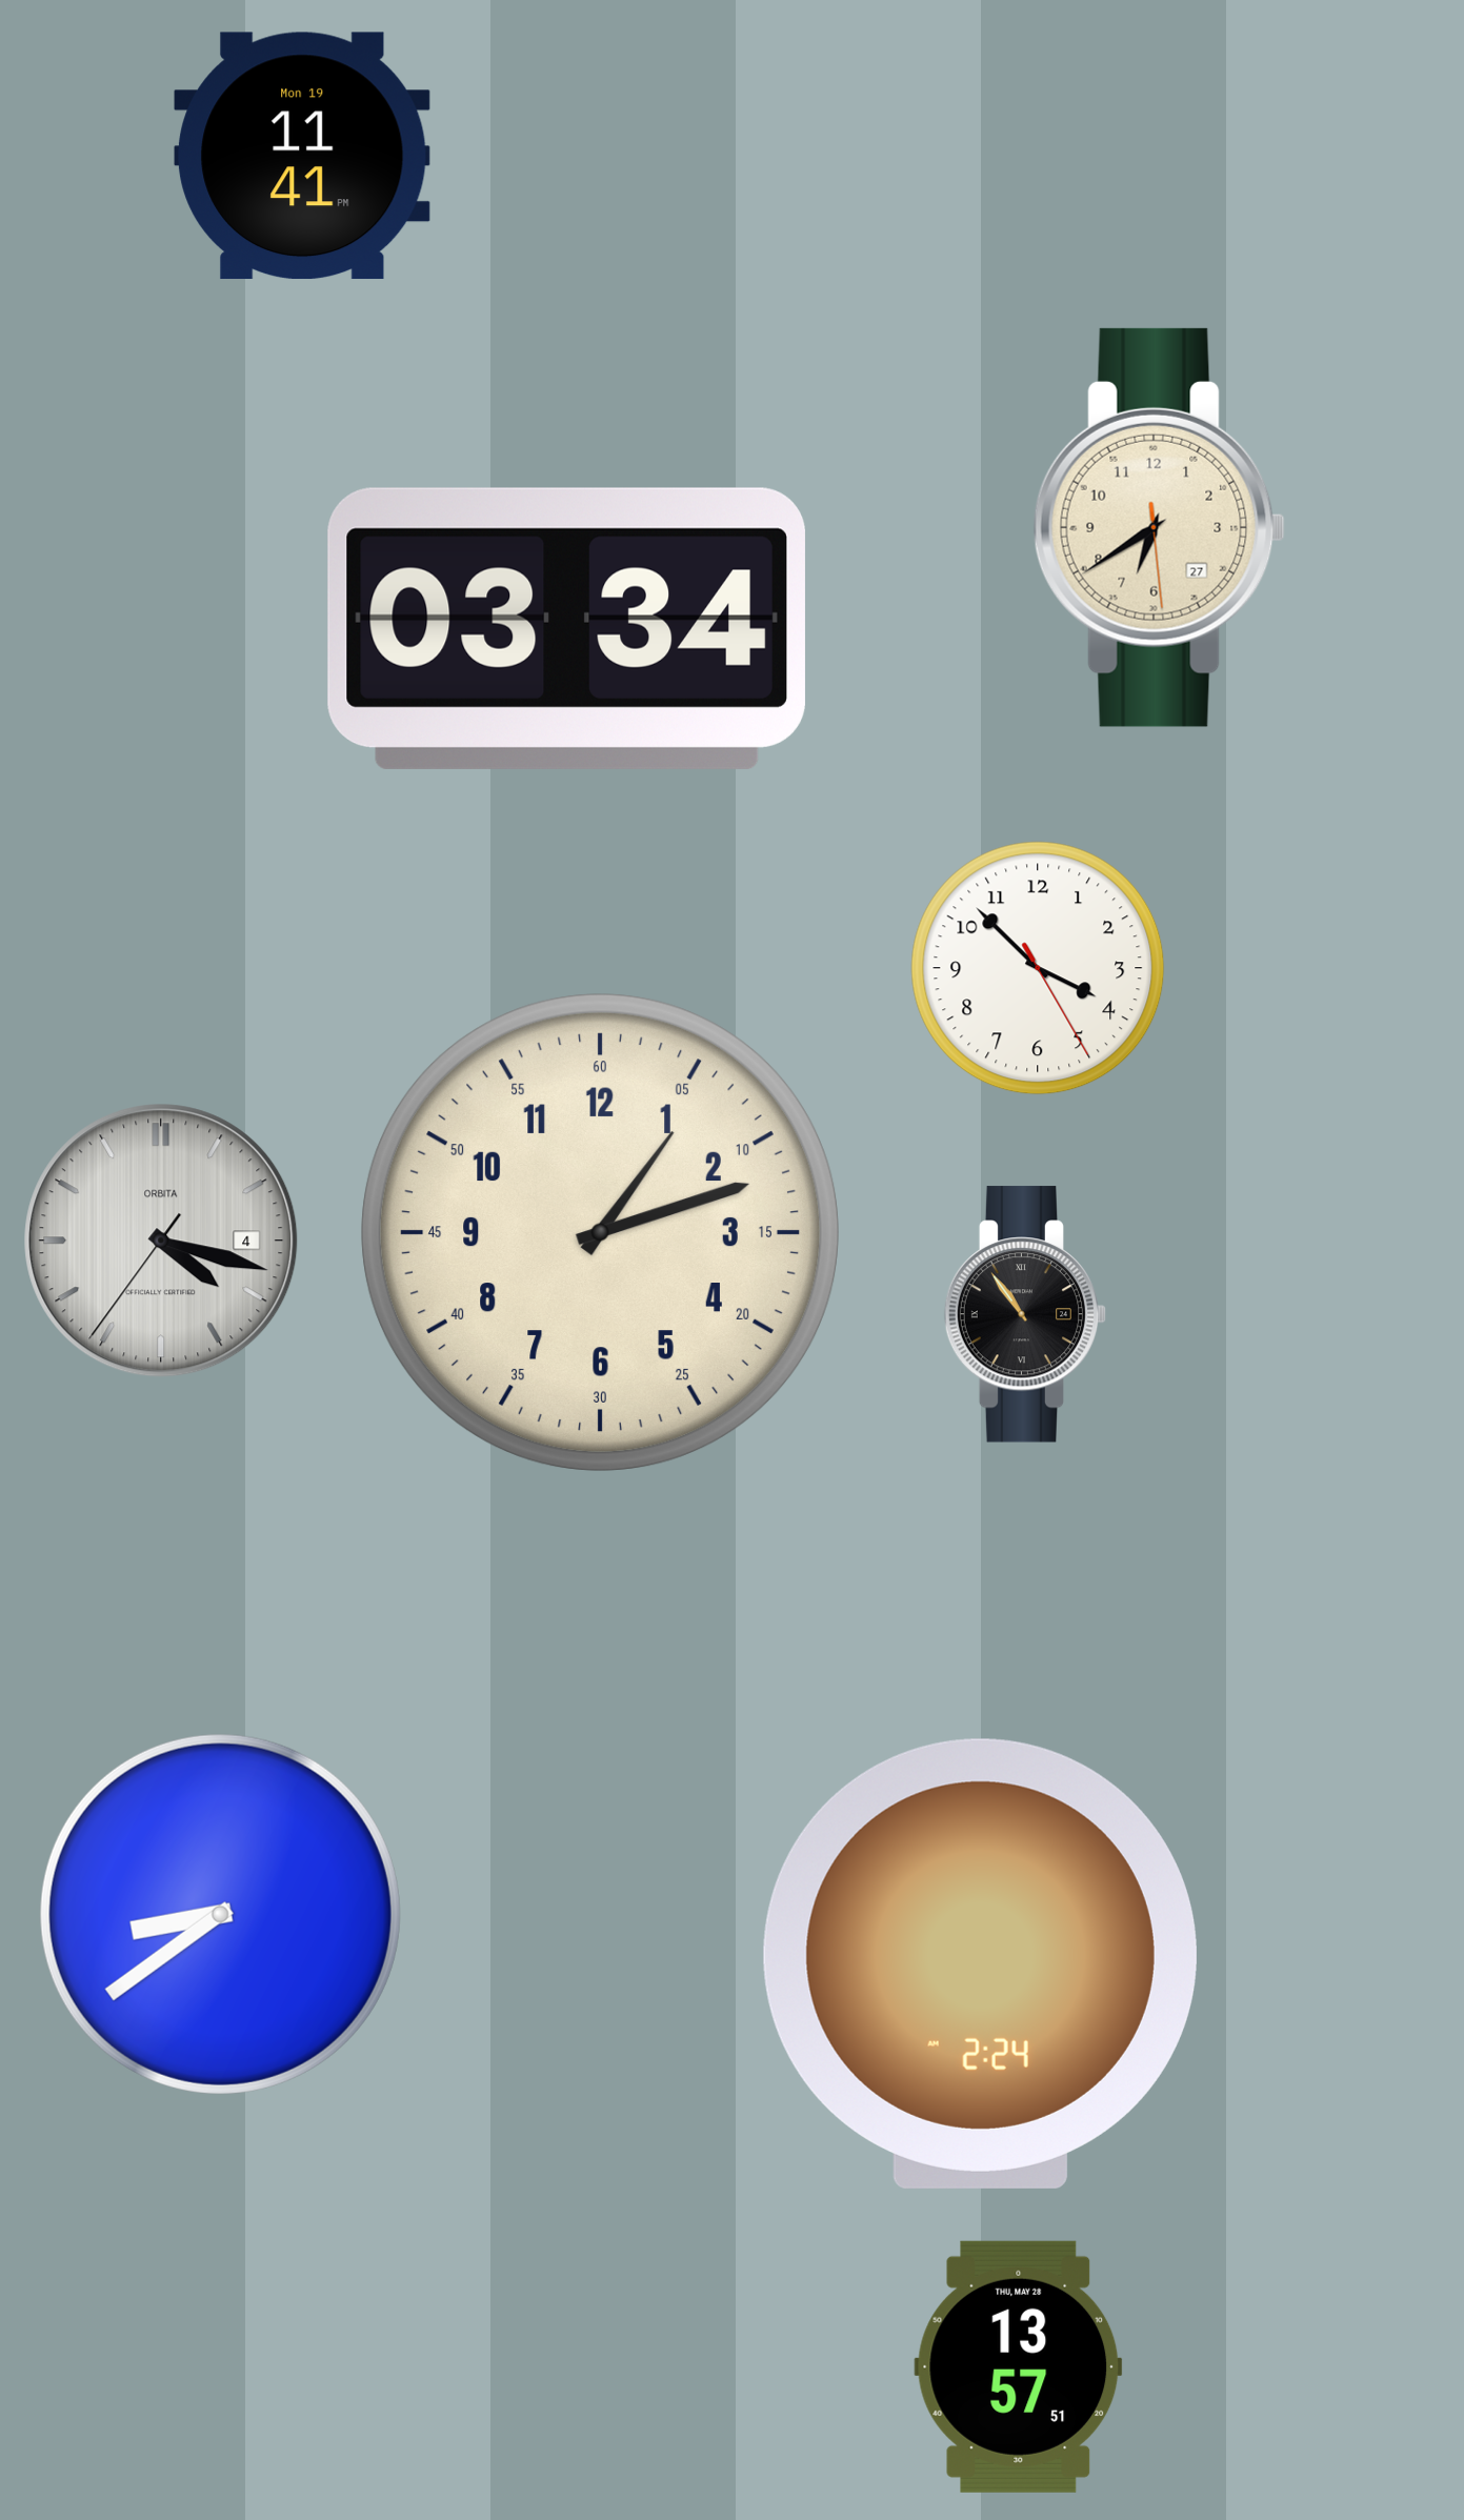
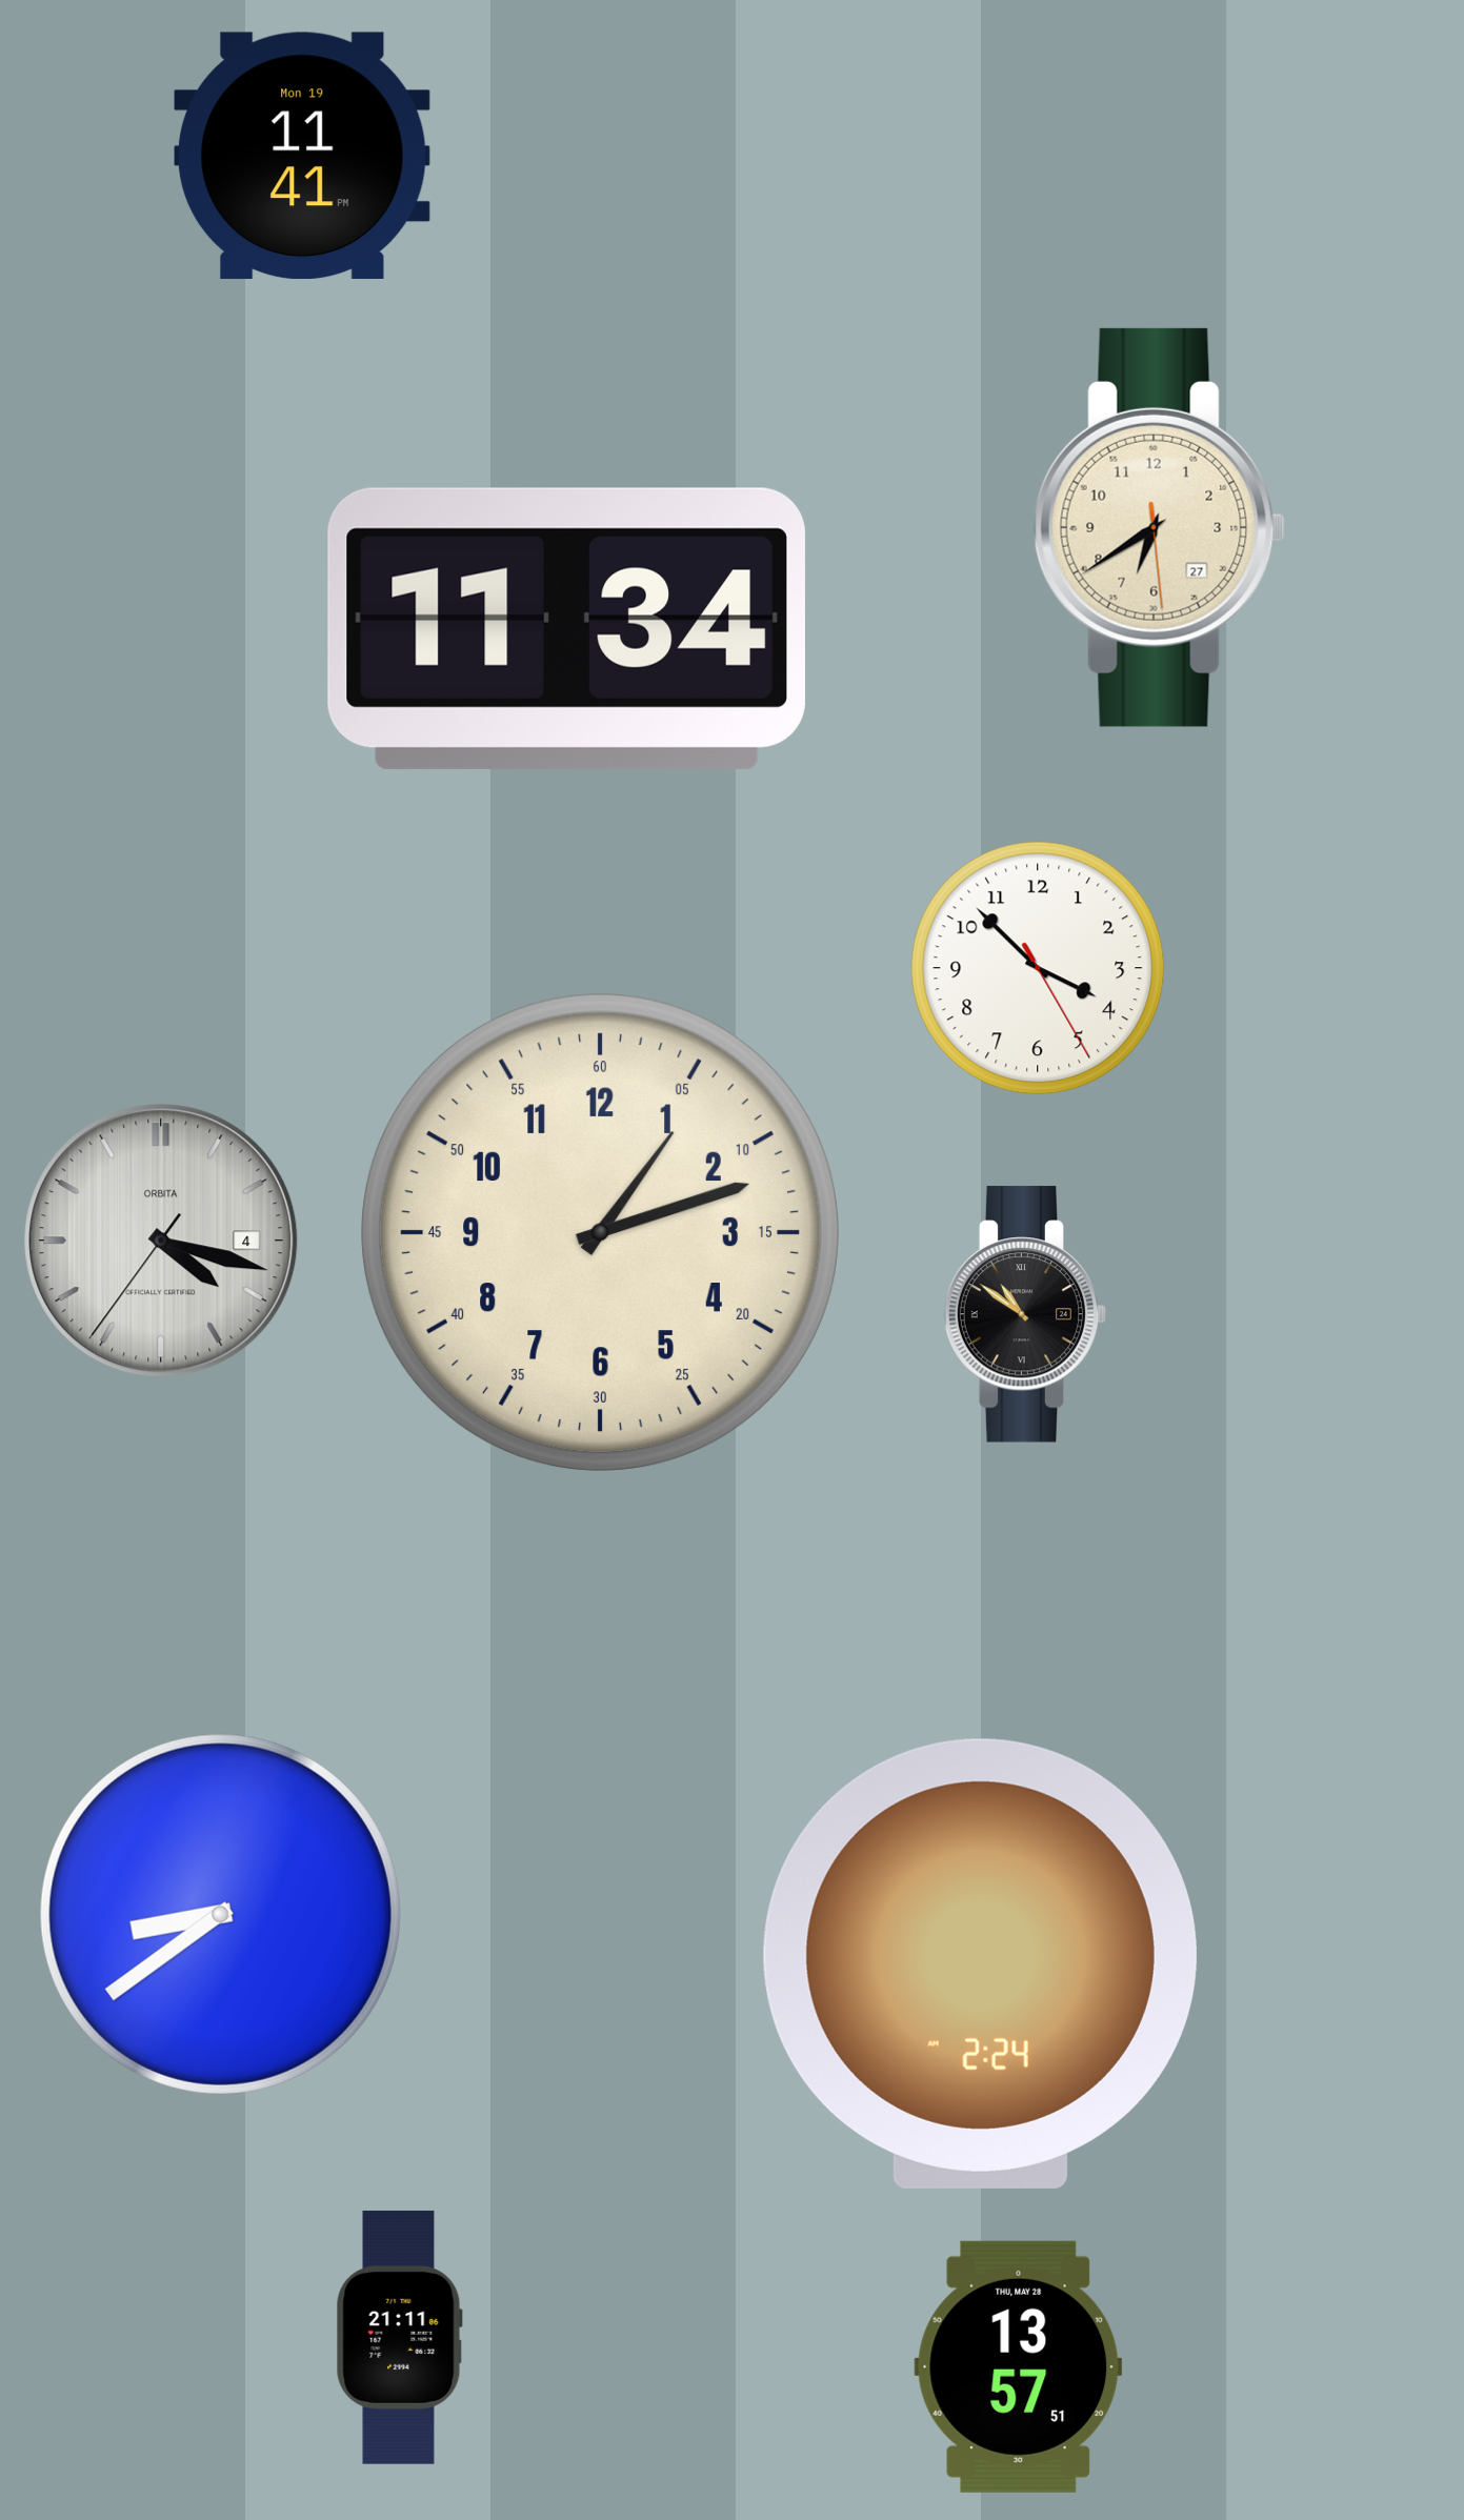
clock at (566, 628): 03:34 -> 11:34
clock at (1025, 1314): 10:54 -> 10:51
clock at (399, 2337): none -> 21:11
